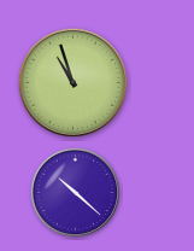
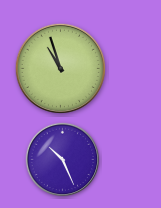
clock at (76, 193): 10:22 -> 10:26
